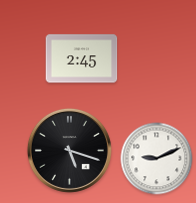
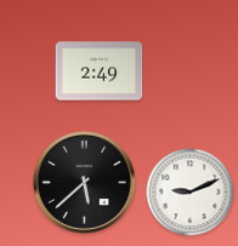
clock at (82, 59): 2:45 -> 2:49
clock at (69, 150): 5:18 -> 5:38
